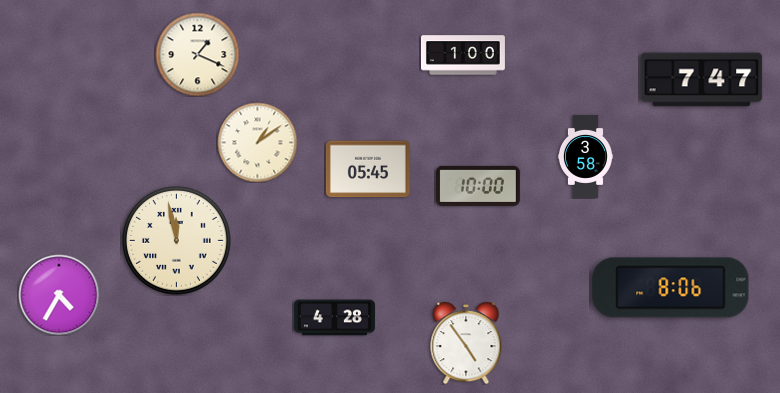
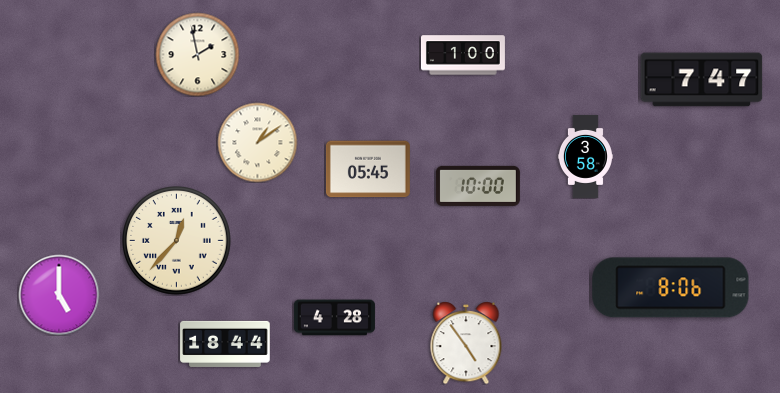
clock at (197, 54): 1:19 -> 1:58
clock at (177, 241): 11:58 -> 12:37
clock at (59, 295): 4:35 -> 5:00
clock at (225, 344): none -> 18:44
